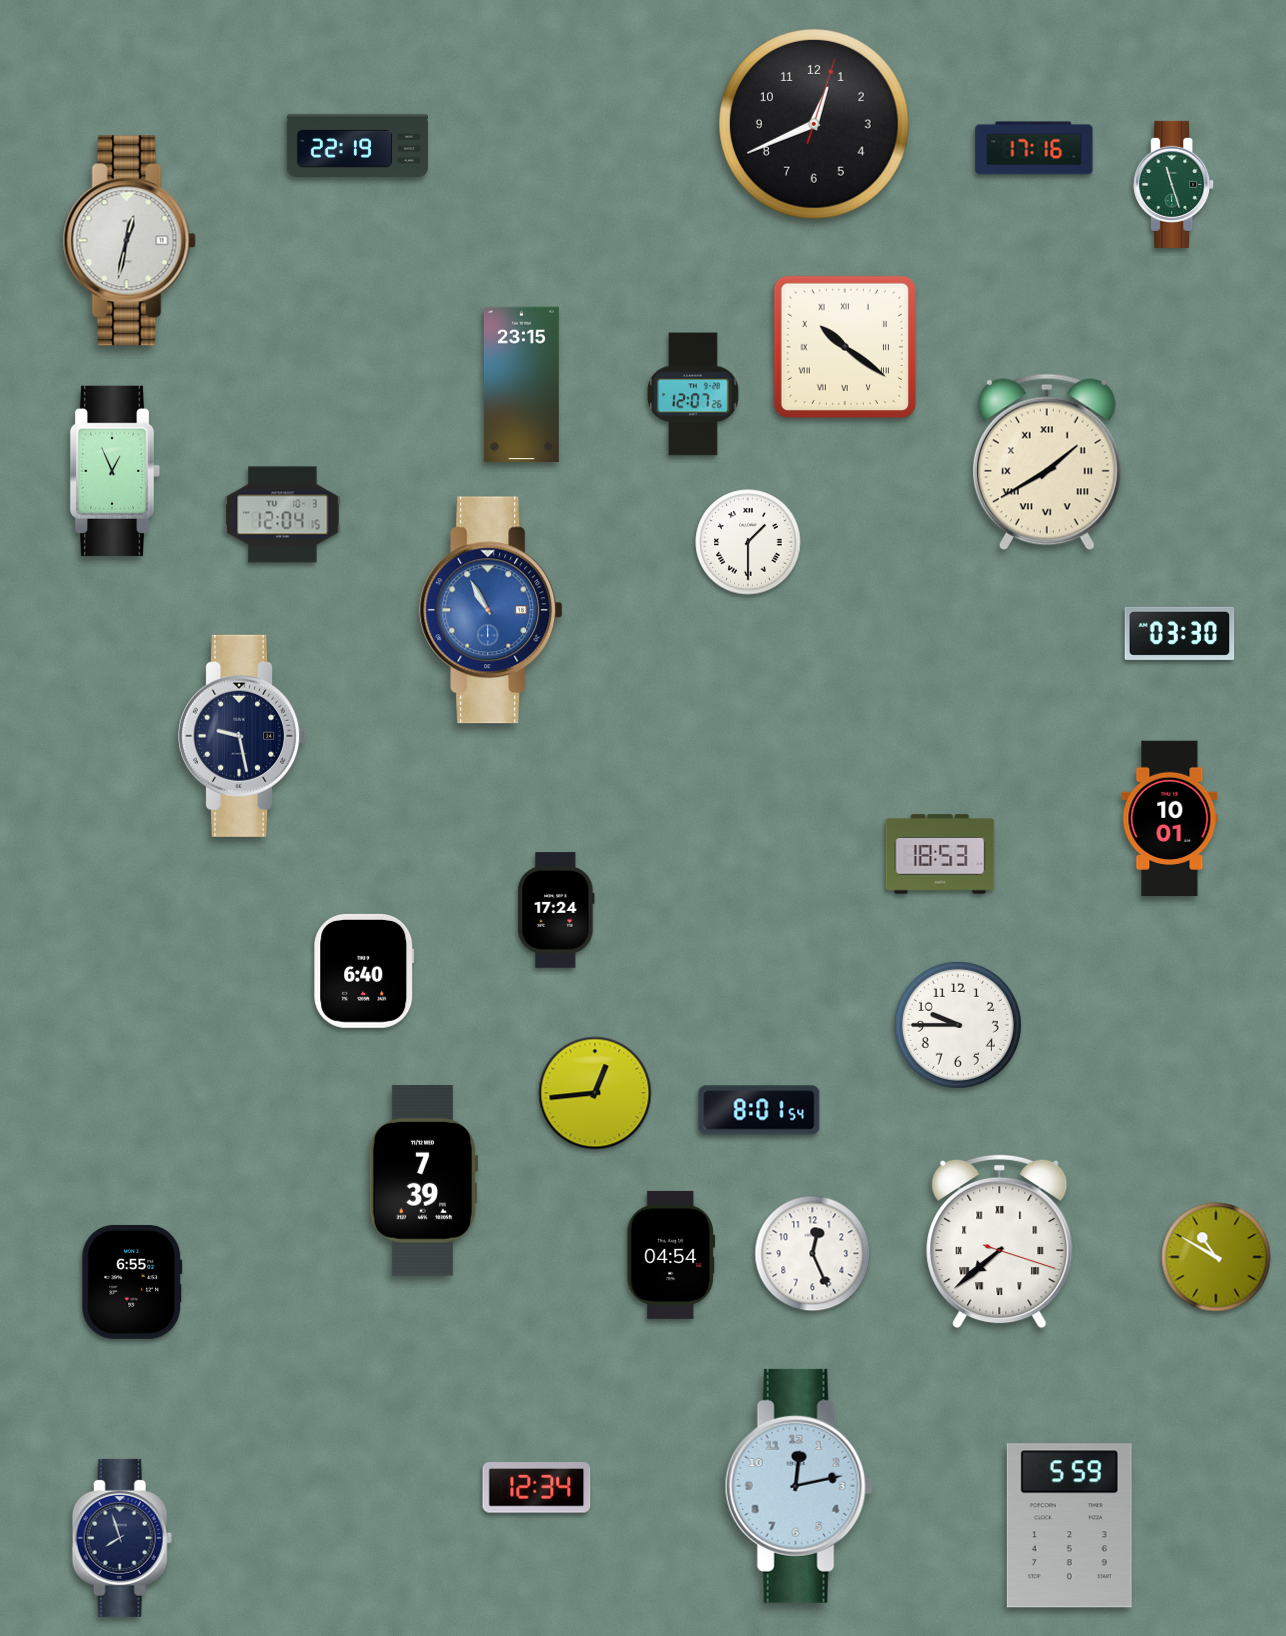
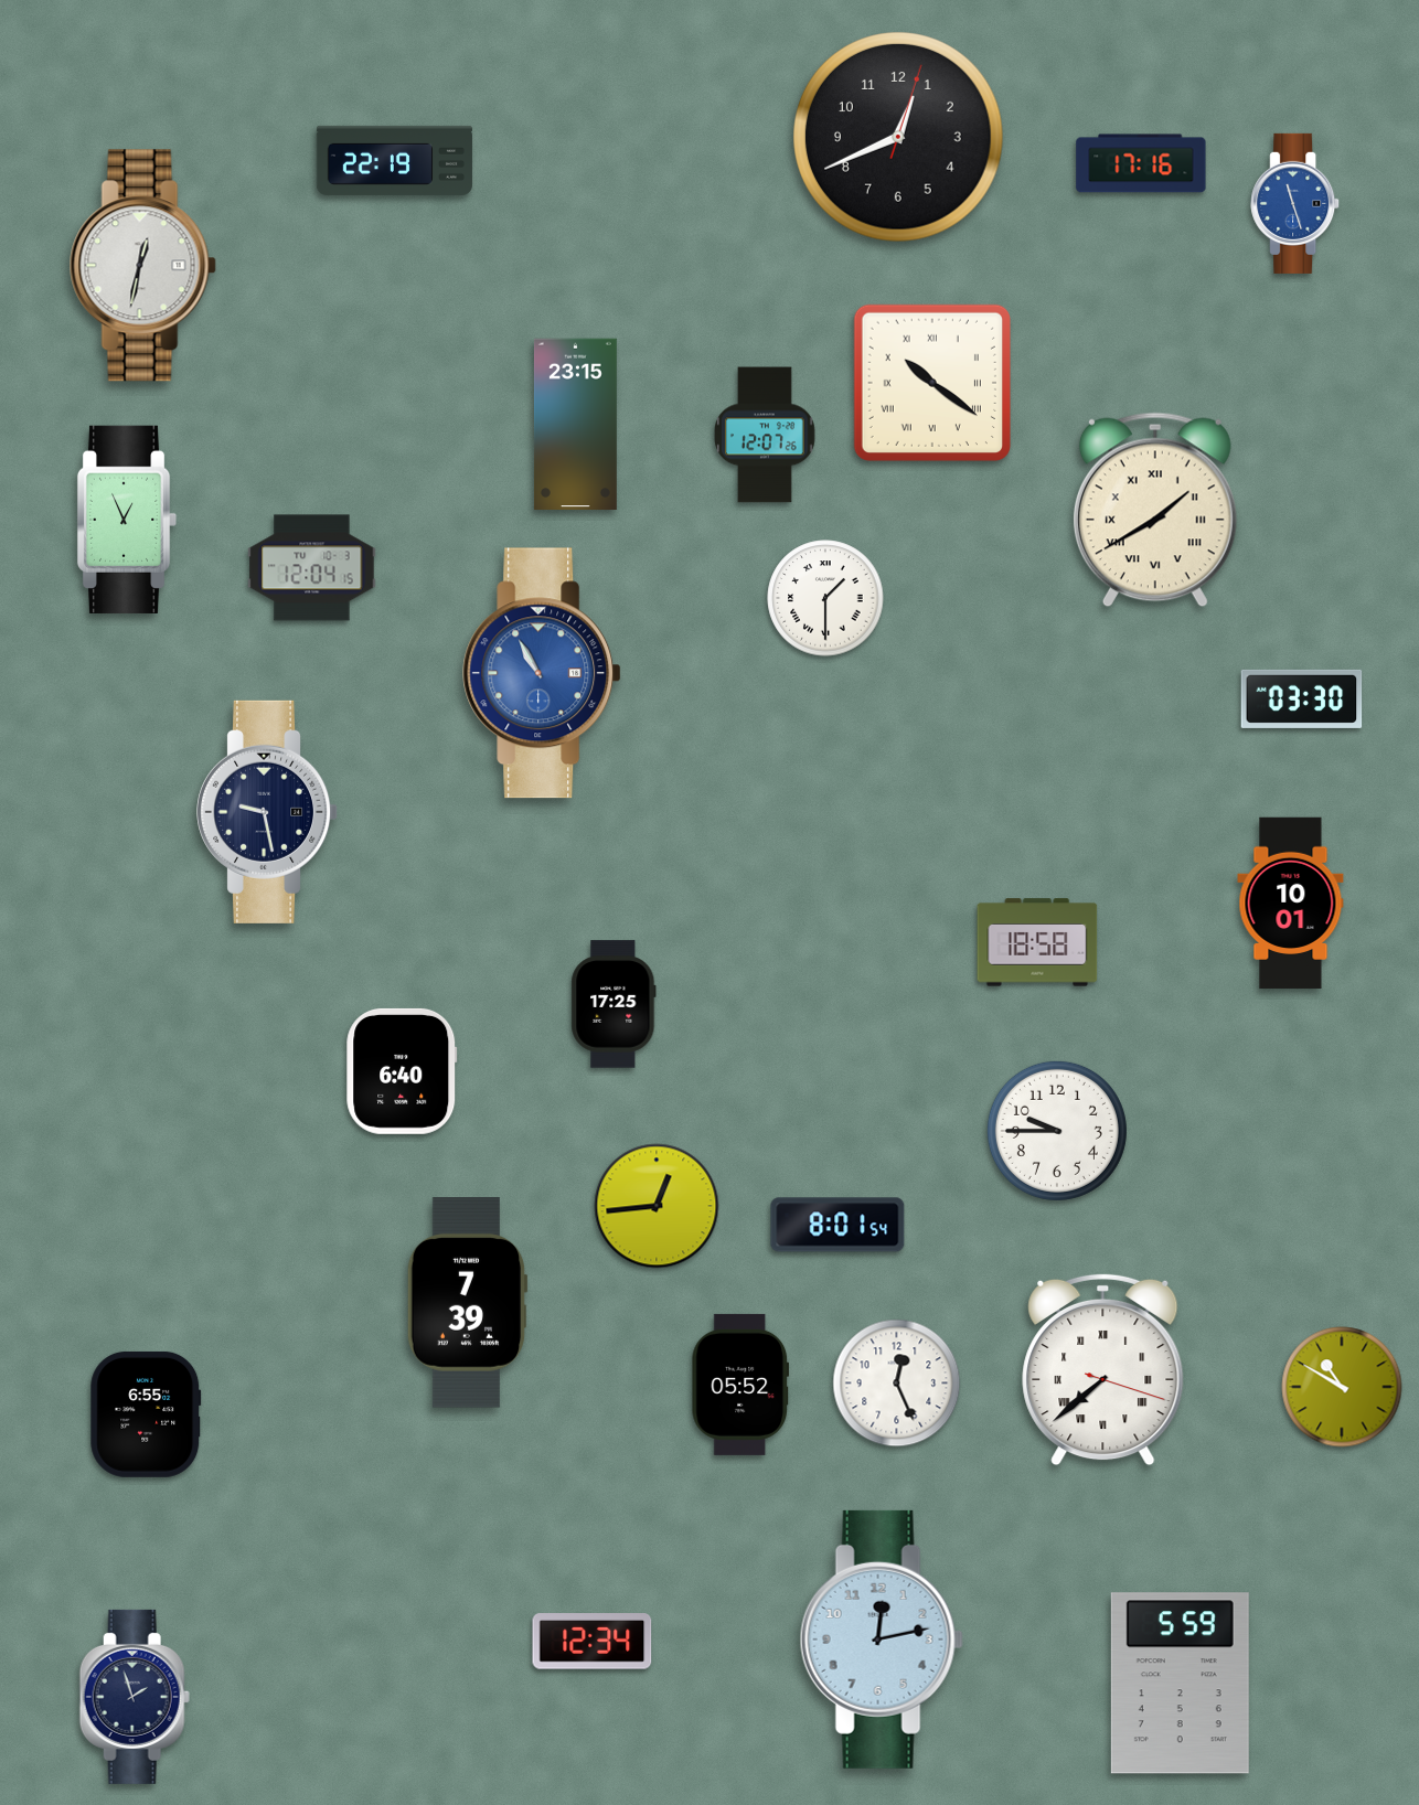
clock at (1174, 184) dial: green -> blue
clock at (940, 854): 18:53 -> 18:58
clock at (556, 910): 17:24 -> 17:25
clock at (671, 1255): 04:54 -> 05:52
clock at (122, 1538): 7:57 -> 1:57
